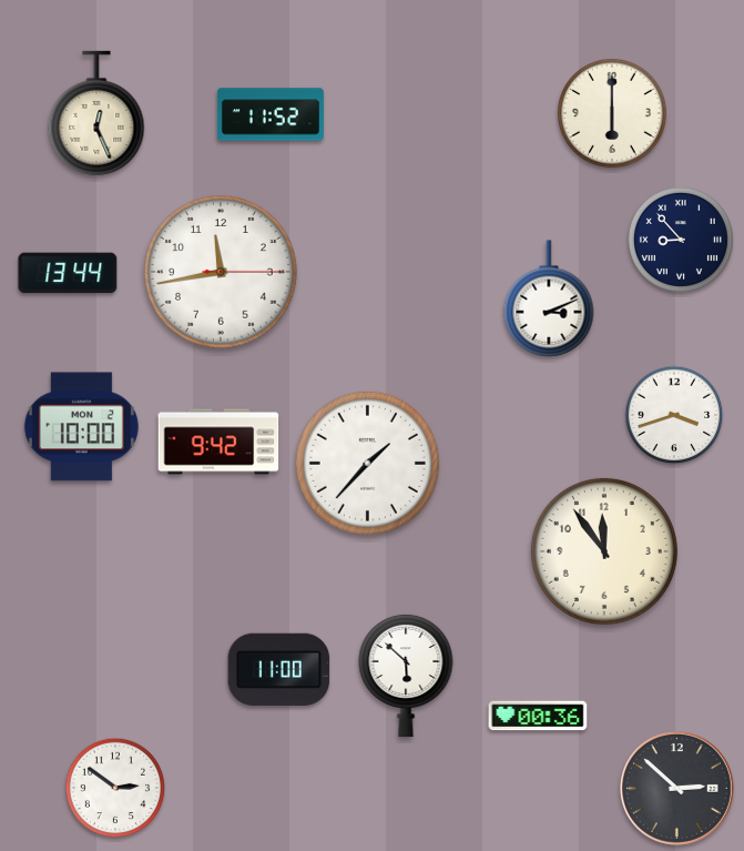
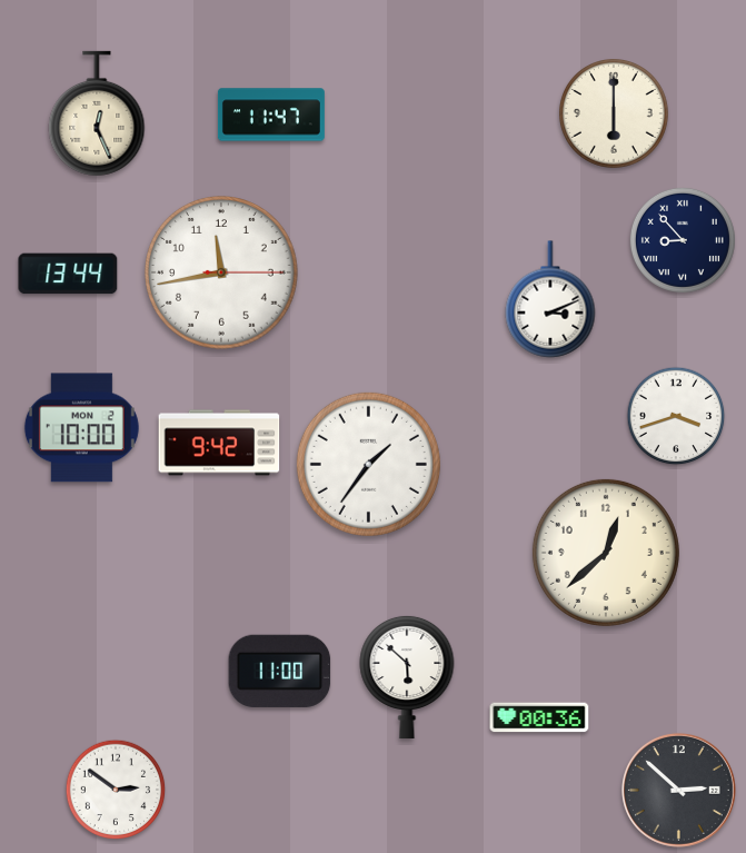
clock at (271, 114): 11:52 -> 11:47
clock at (367, 463): 1:37 -> 1:36
clock at (604, 551): 11:54 -> 12:38
